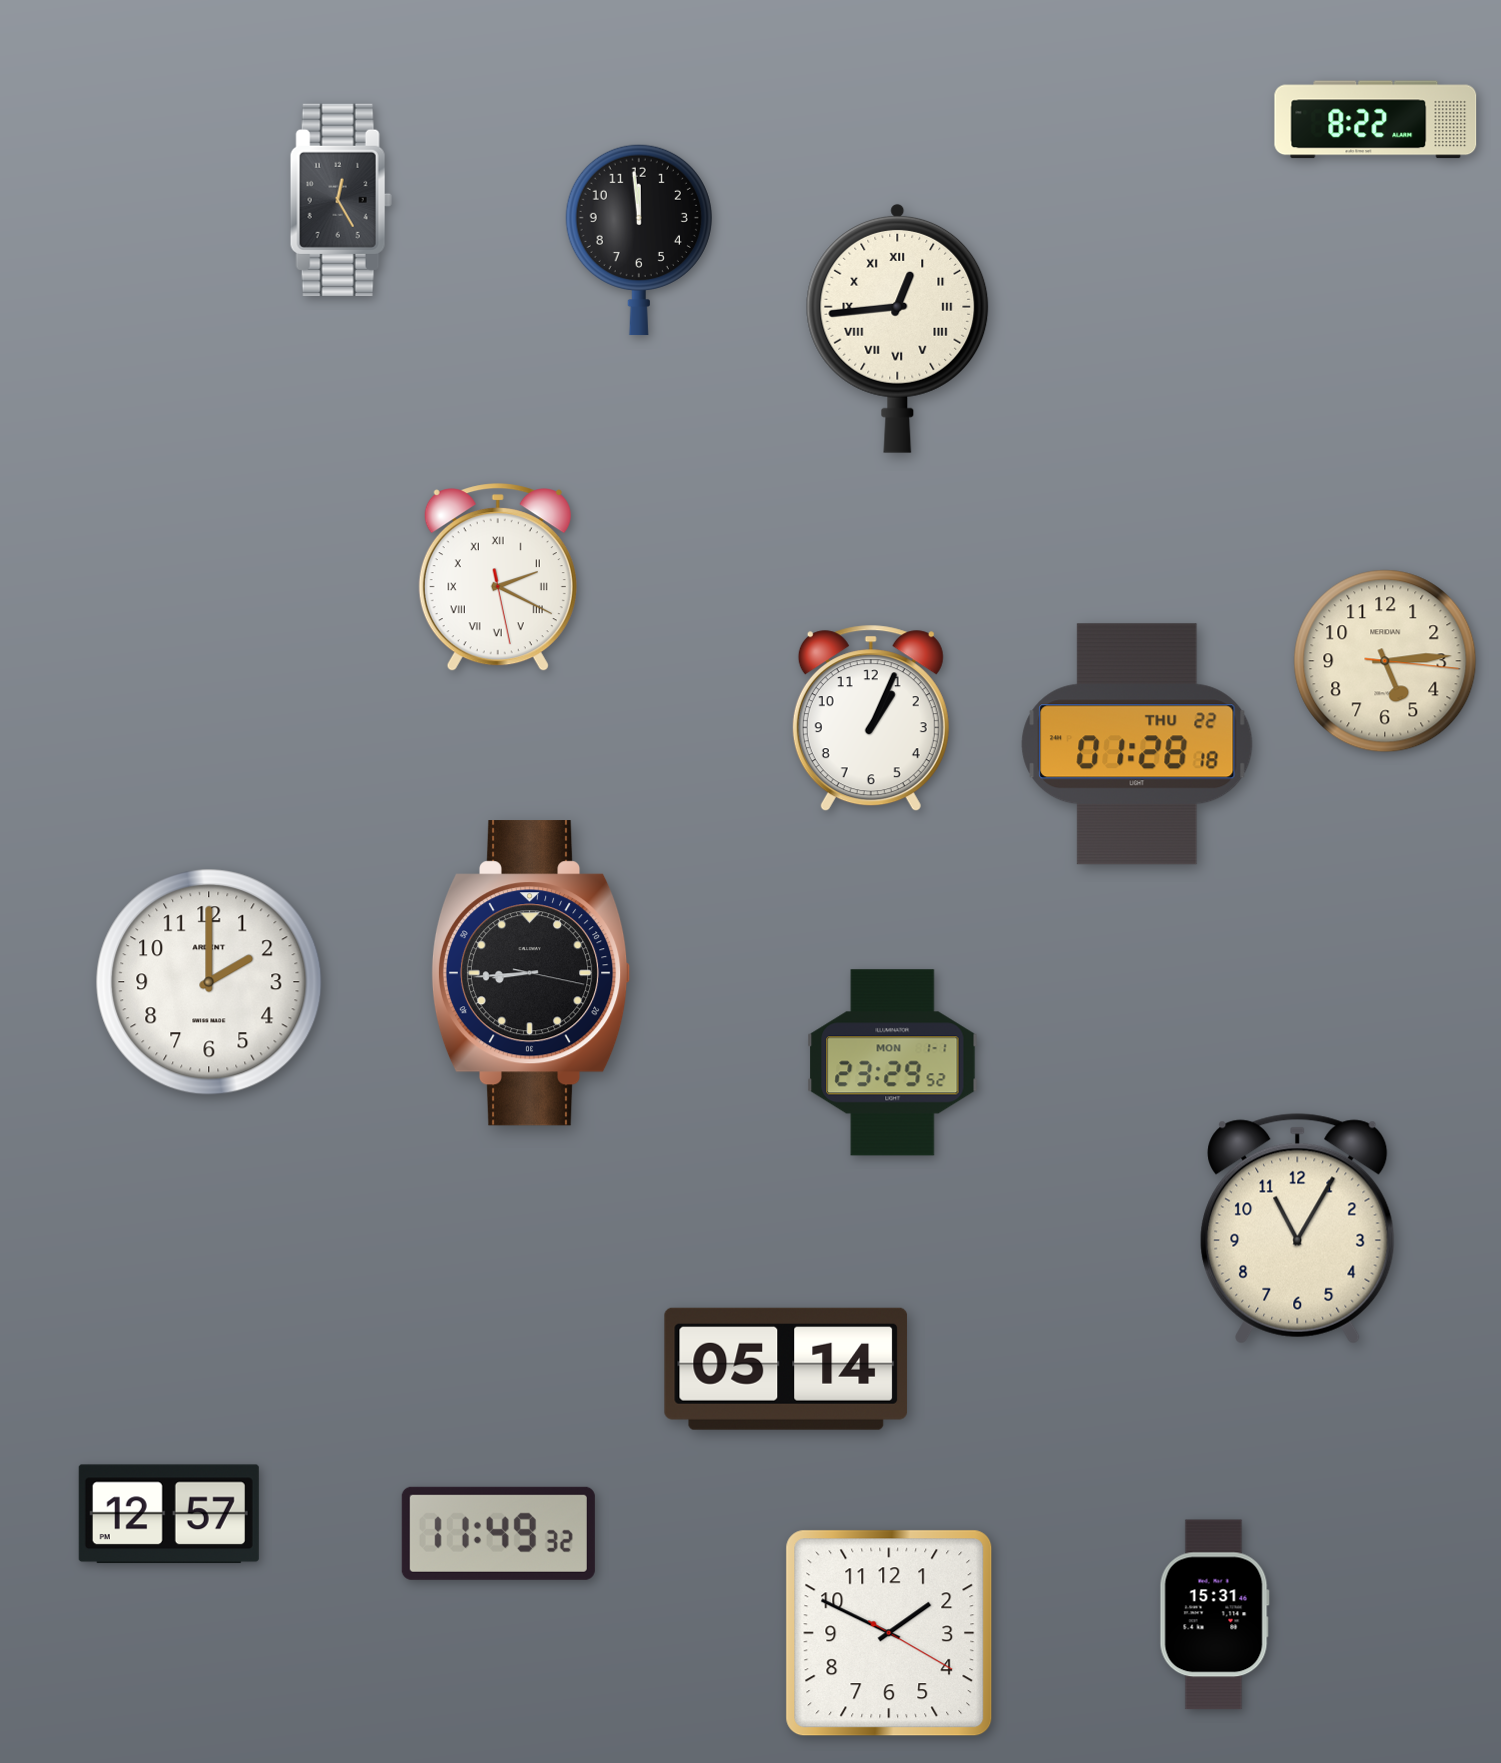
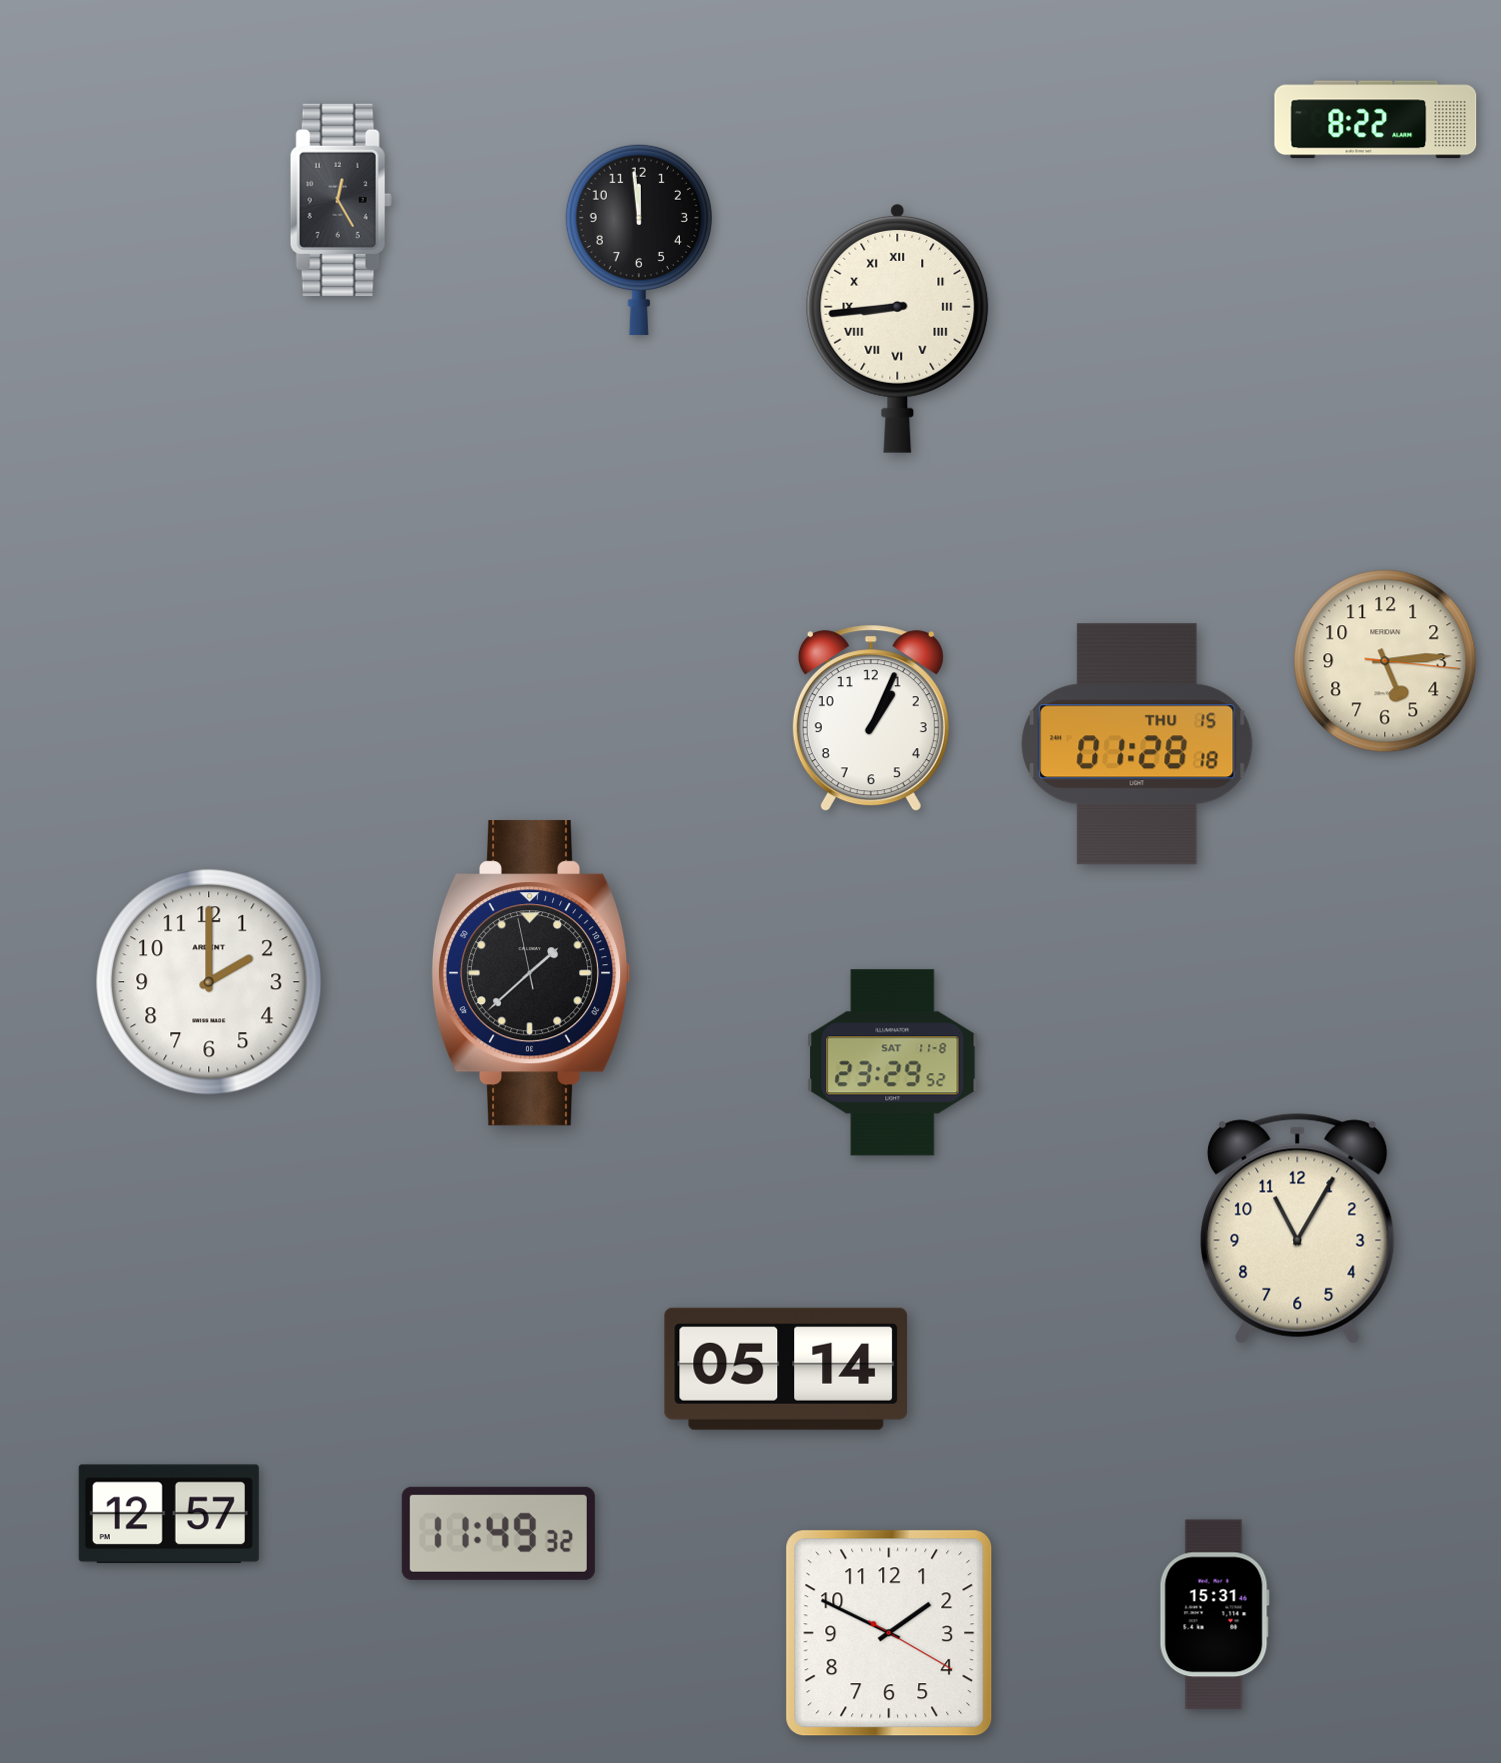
clock at (898, 328): 12:44 -> 8:44
clock at (498, 578): 2:19 -> none
clock at (1137, 744) date: THU 22 -> THU 15
clock at (531, 973): 8:44 -> 1:37
clock at (893, 1063) date: MON 1-1 -> SAT 11-8
